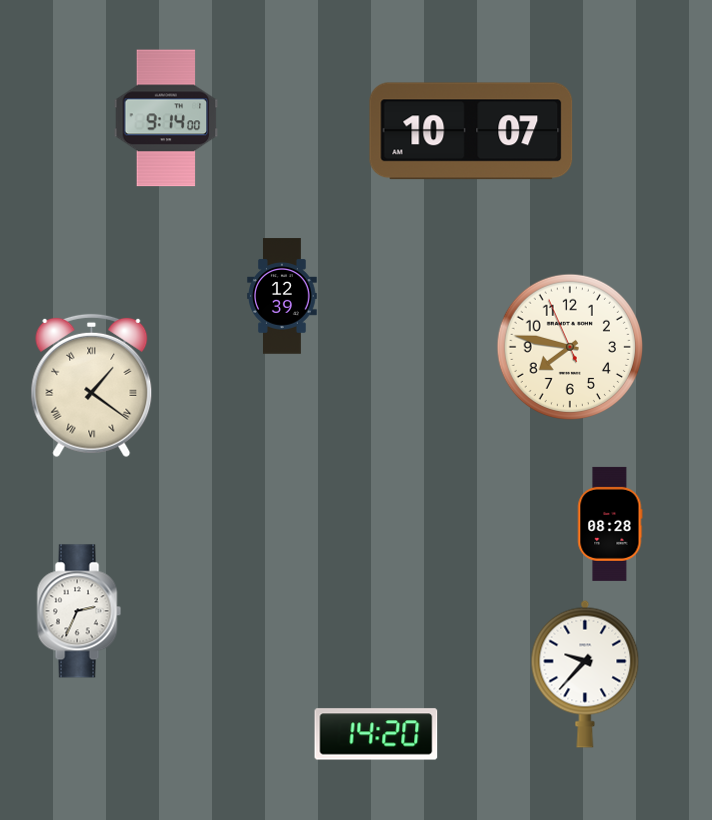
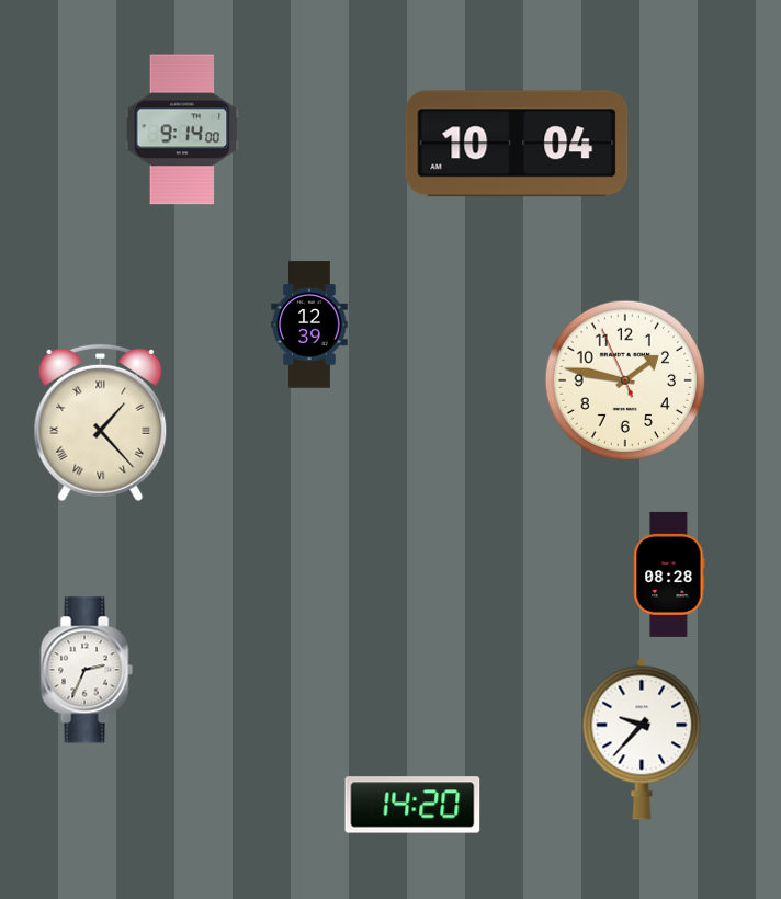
clock at (471, 131): 10:07 -> 10:04
clock at (569, 346): 7:46 -> 1:46
clock at (92, 386): 1:21 -> 1:23
